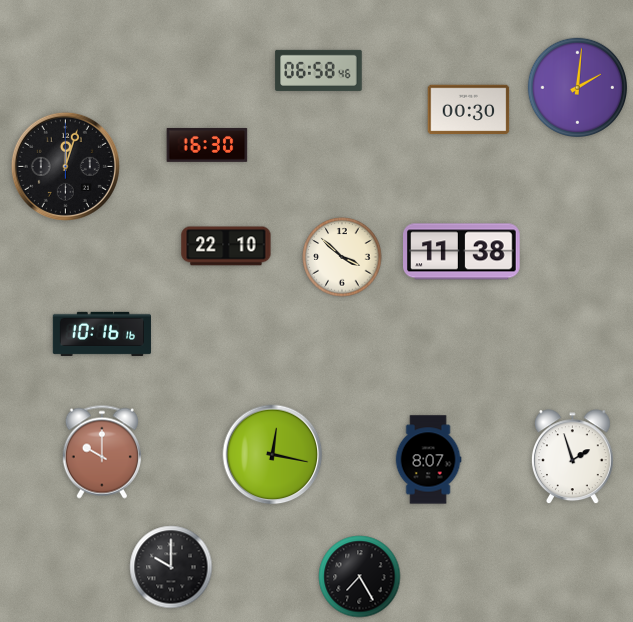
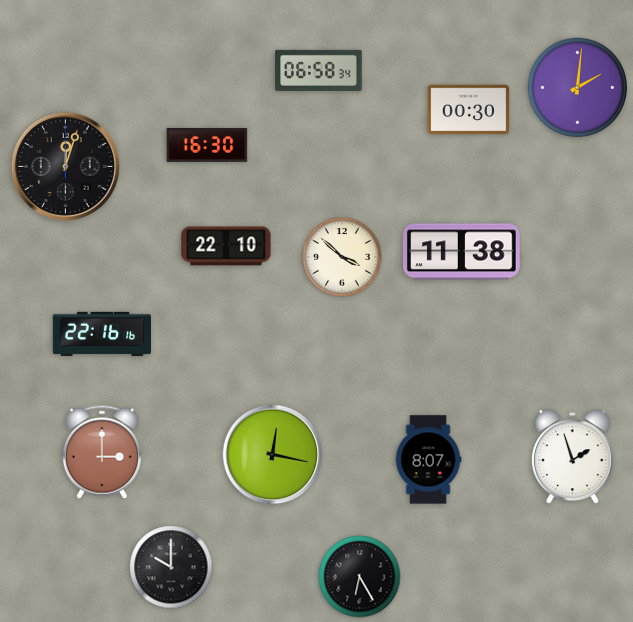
clock at (319, 70): 06:58:46 -> 06:58:34
clock at (102, 334): 10:16 -> 22:16
clock at (102, 452): 10:00 -> 3:00
clock at (360, 577): 7:25 -> 6:25
